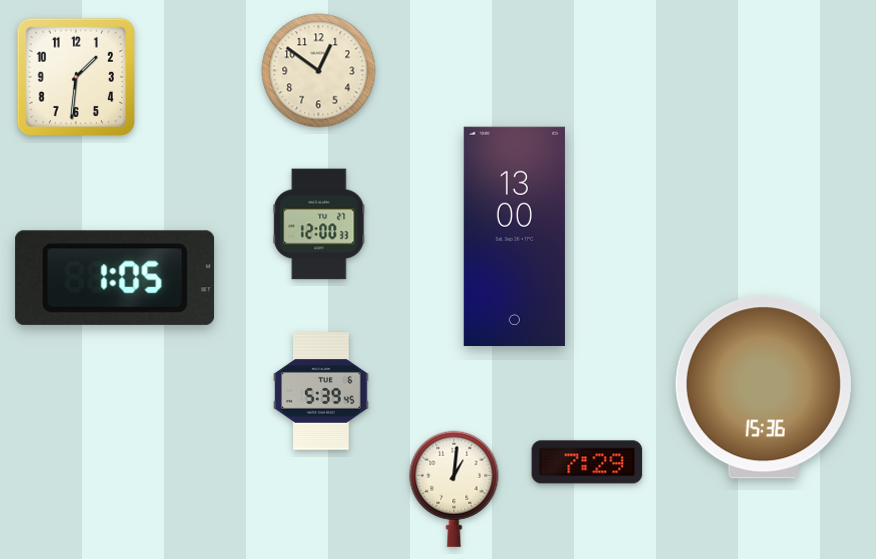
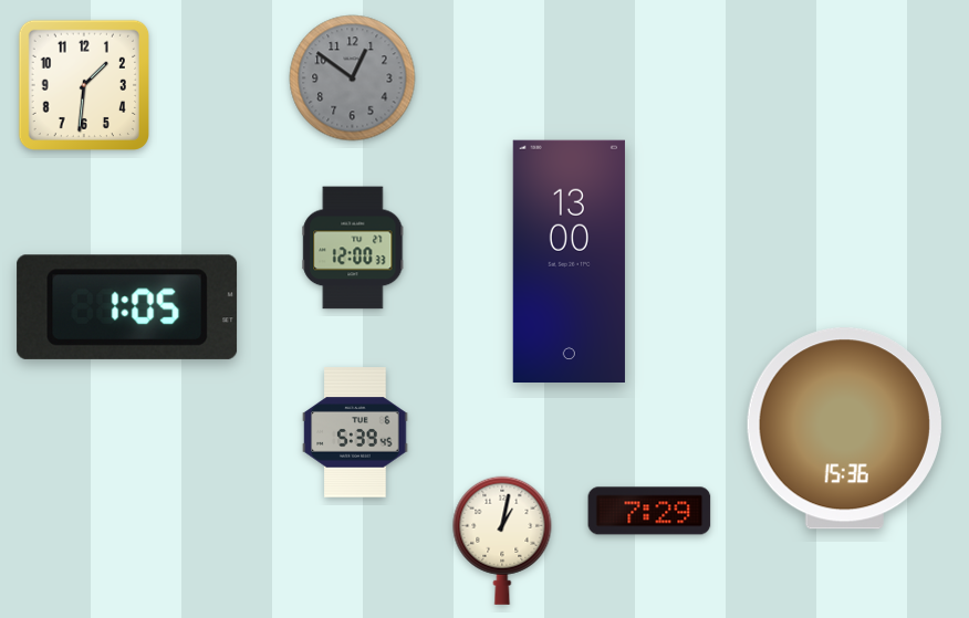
clock at (319, 71) dial: cream -> grey
clock at (454, 489): 1:01 -> 1:02
